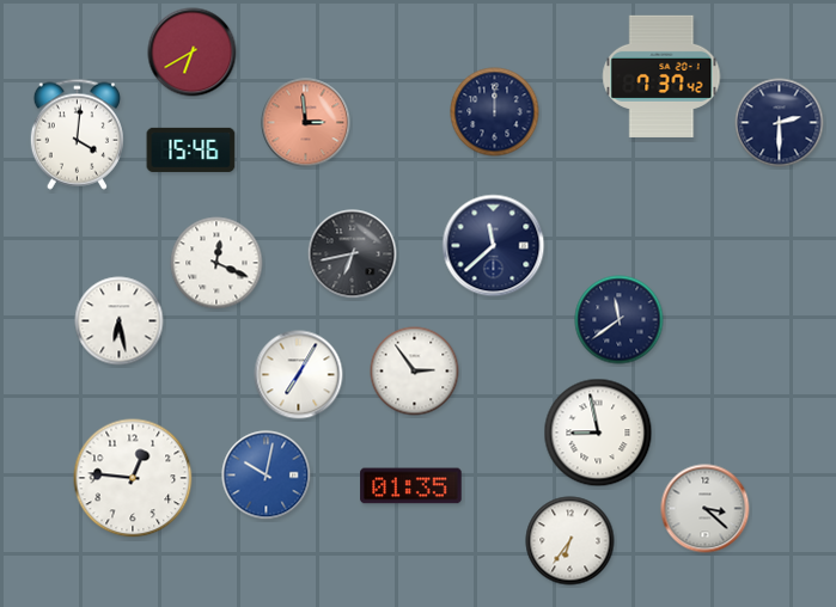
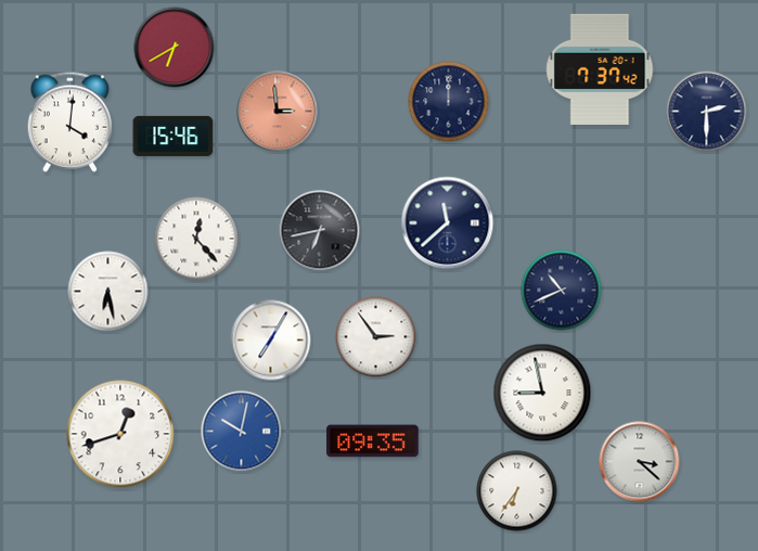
clock at (216, 263): 12:19 -> 12:23
clock at (620, 320): 11:39 -> 10:41
clock at (133, 478): 12:46 -> 12:42
clock at (411, 486): 01:35 -> 09:35
